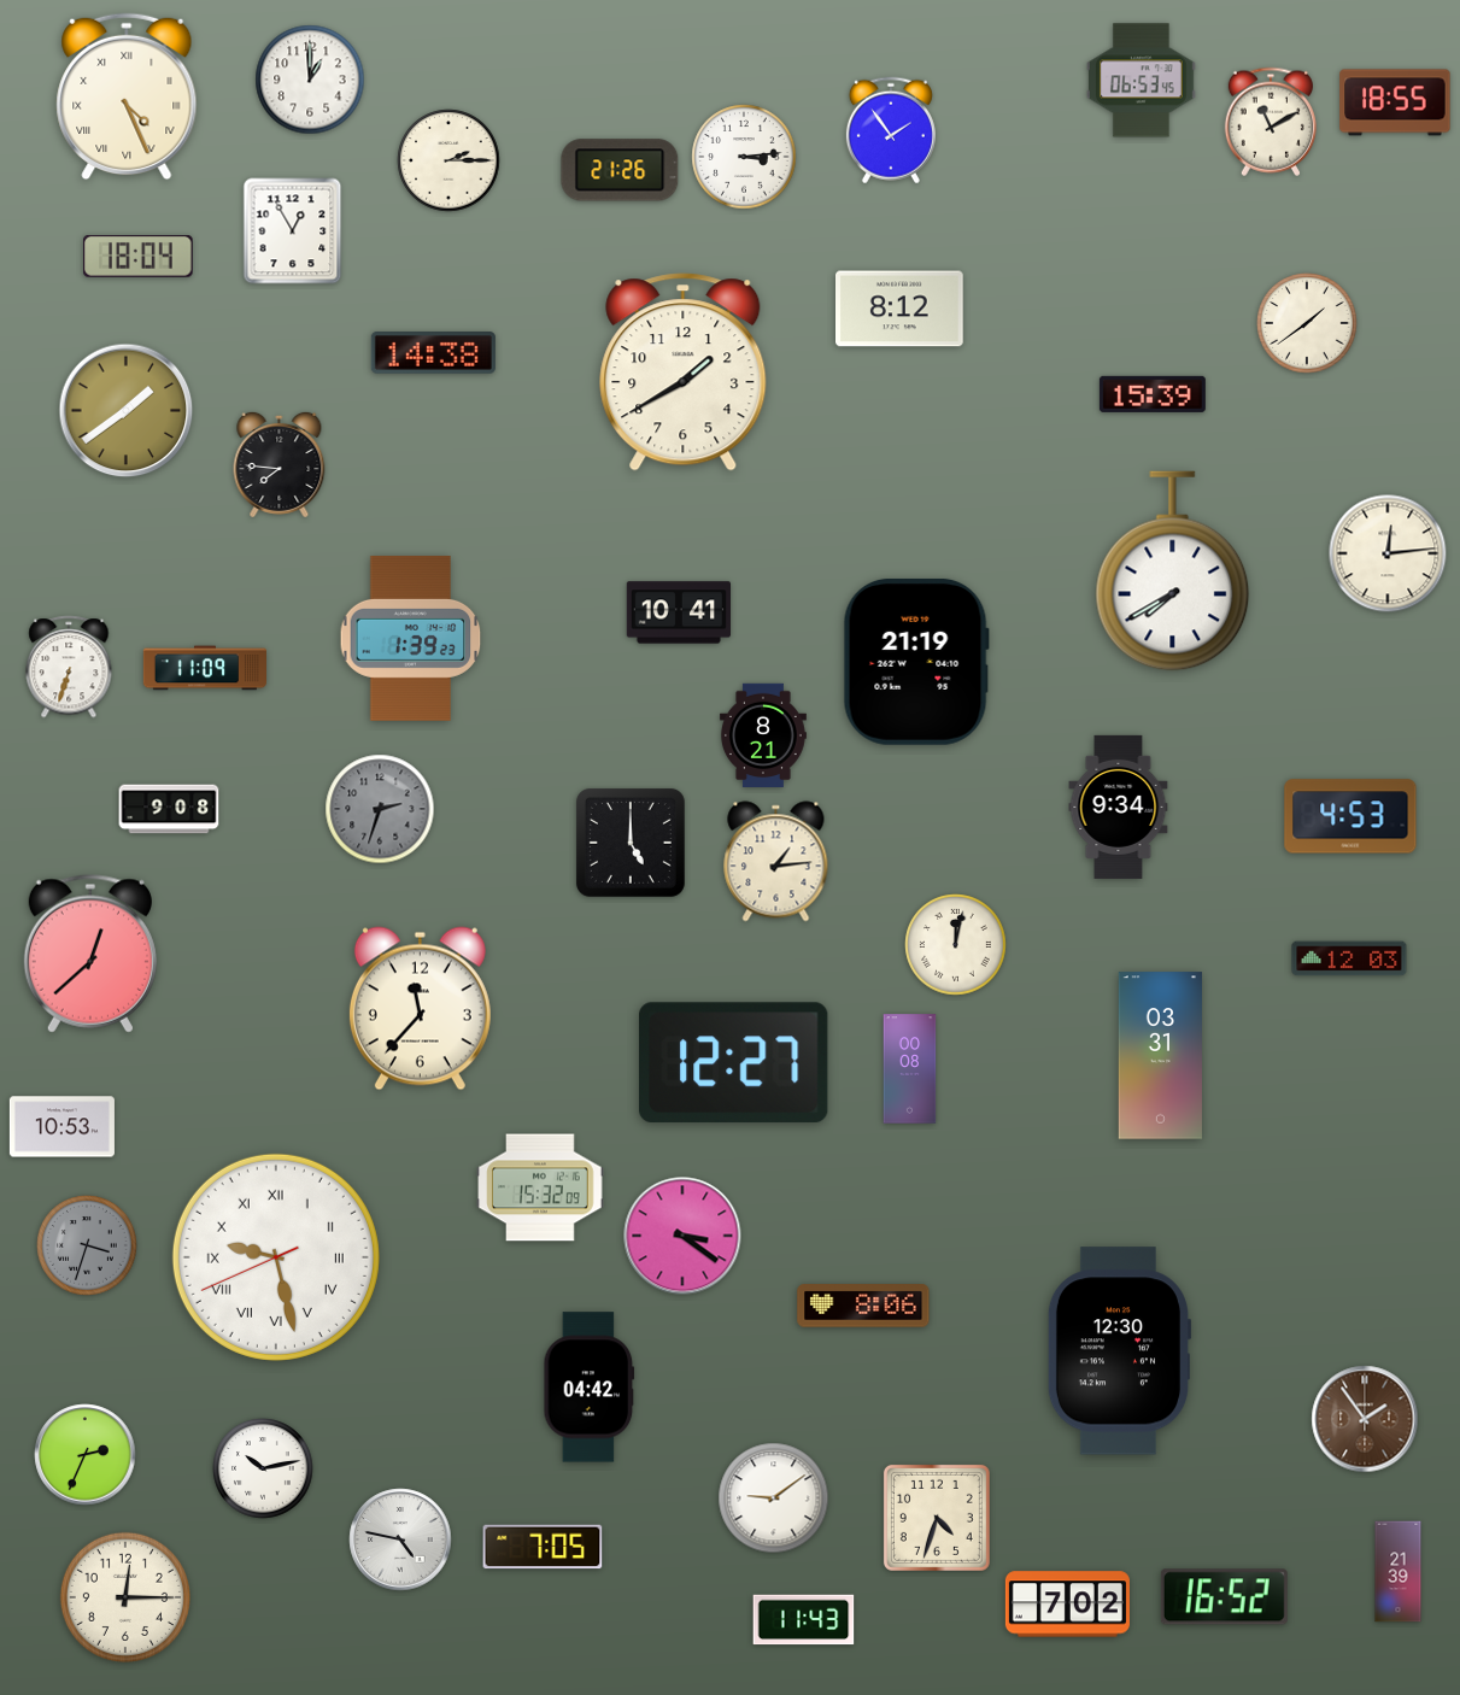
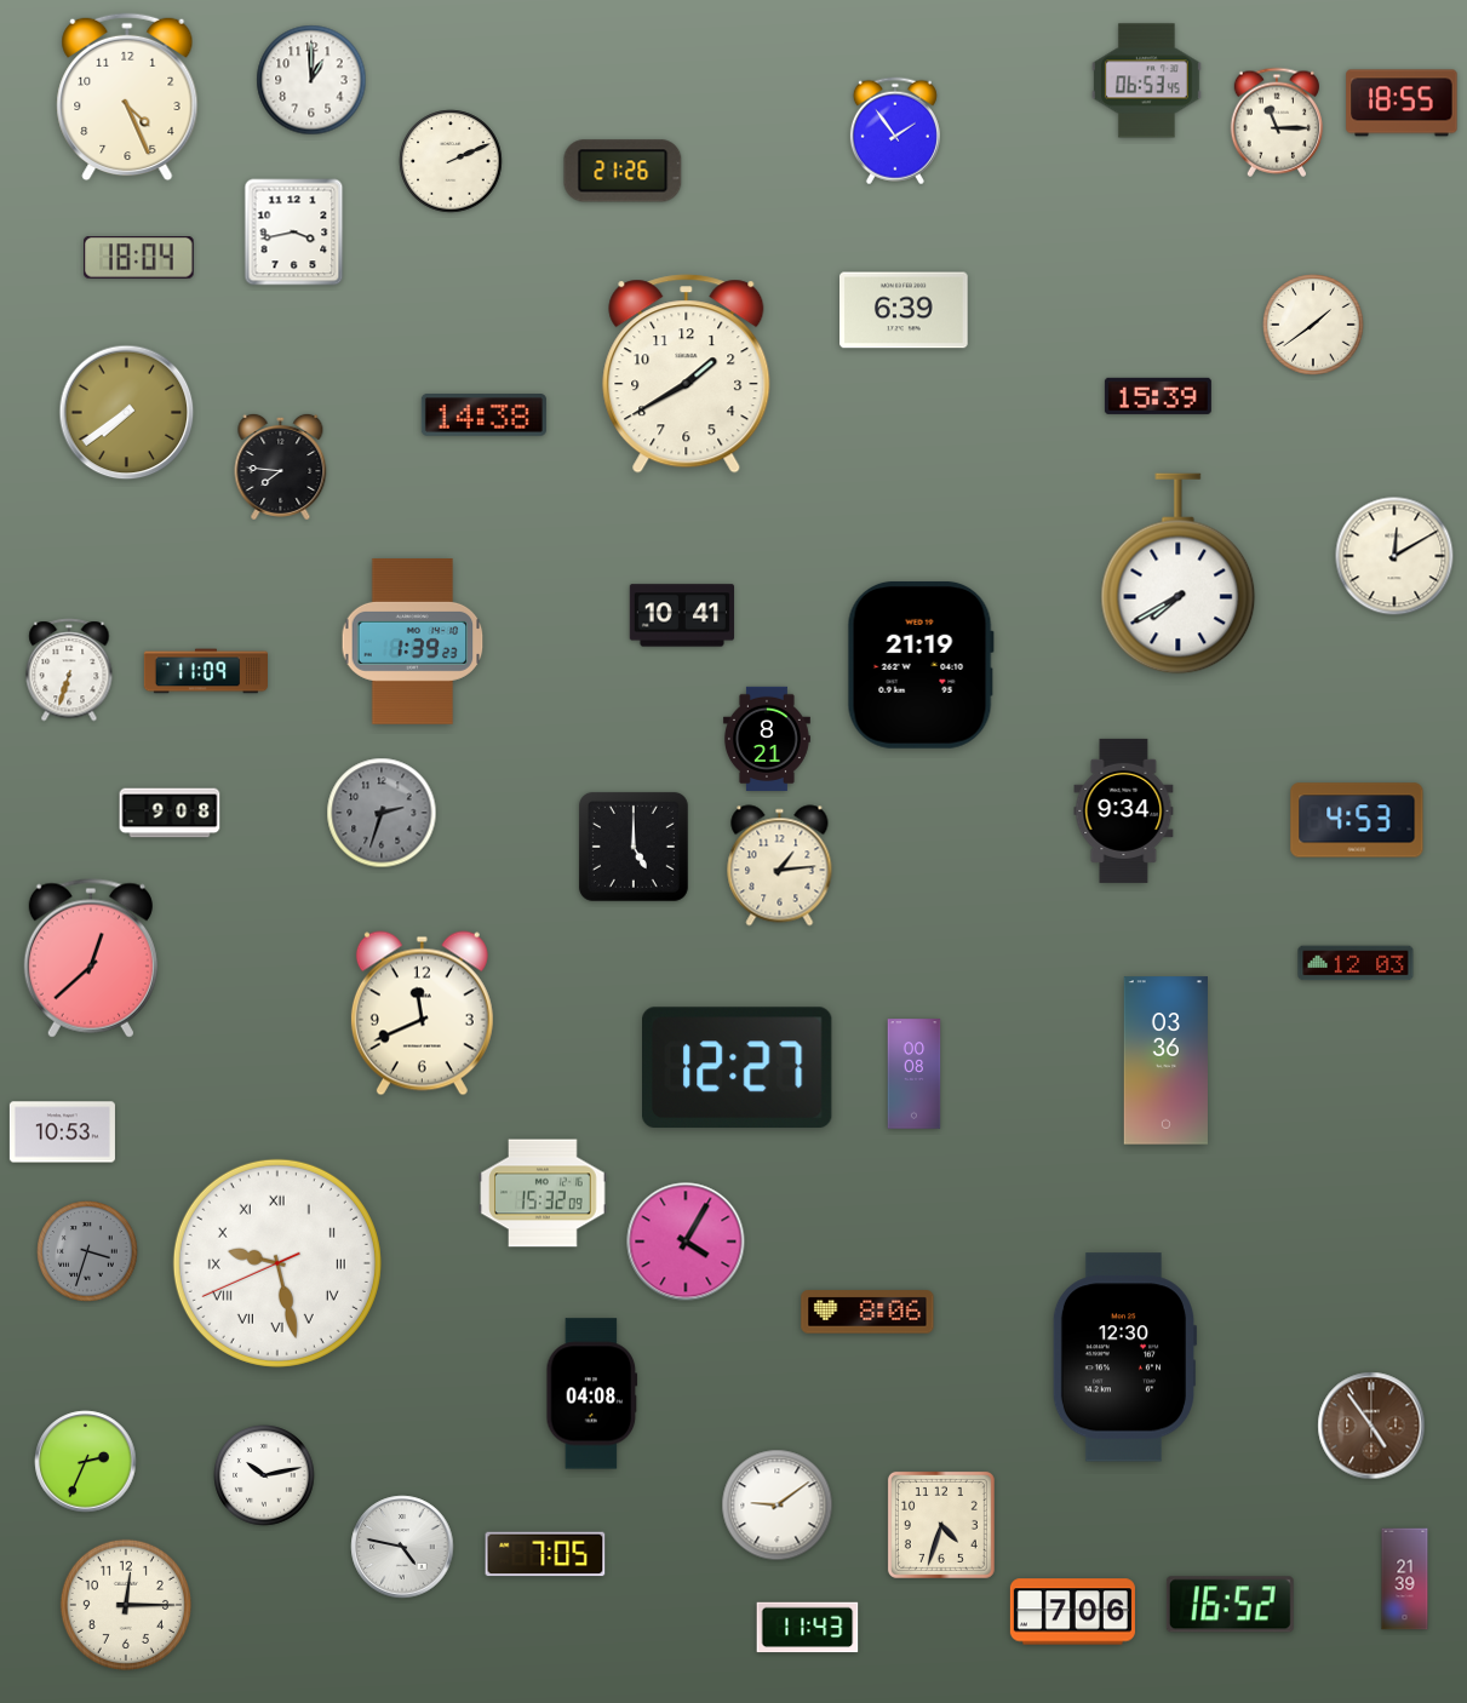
clock at (127, 96) numerals: Roman -> Arabic
clock at (1271, 122): 11:10 -> 11:15
clock at (744, 157): 3:14 -> none
clock at (448, 160): 2:15 -> 2:11
clock at (293, 231): 12:55 -> 3:43
clock at (899, 309): 8:12 -> 6:39
clock at (433, 353) position: (433, 353) -> (483, 415)
clock at (127, 411): 1:39 -> 7:39
clock at (1388, 553): 12:14 -> 12:10
clock at (956, 945): 12:02 -> none
clock at (420, 1009): 11:37 -> 11:41
clock at (1160, 1056): 03:31 -> 03:36
clock at (682, 1236): 3:21 -> 4:05
clock at (590, 1388): 04:42 -> 04:08
clock at (1365, 1419): 1:54 -> 4:54
clock at (1067, 1605): 7:02 -> 7:06
